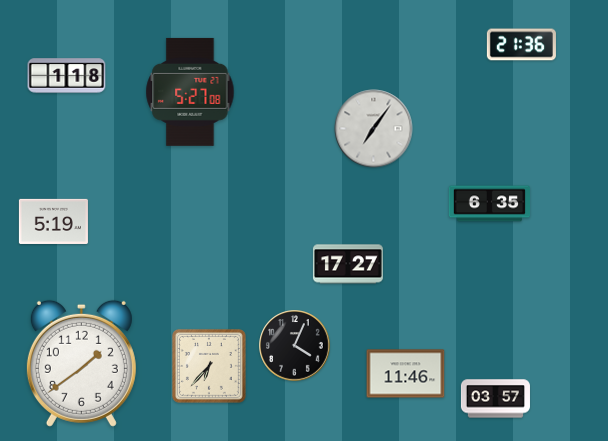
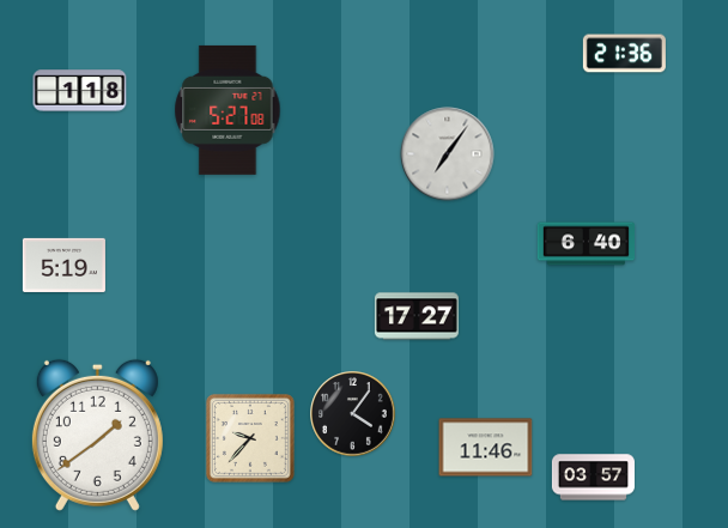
clock at (489, 204): 6:35 -> 6:40
clock at (295, 346): 4:04 -> 4:06
clock at (209, 366): 6:37 -> 9:37
